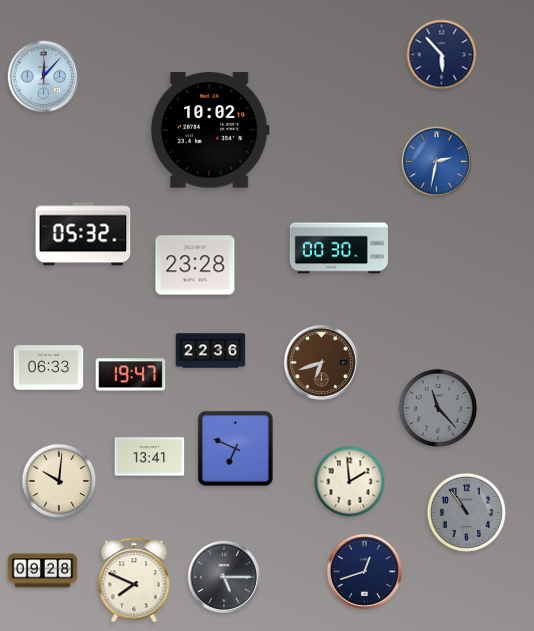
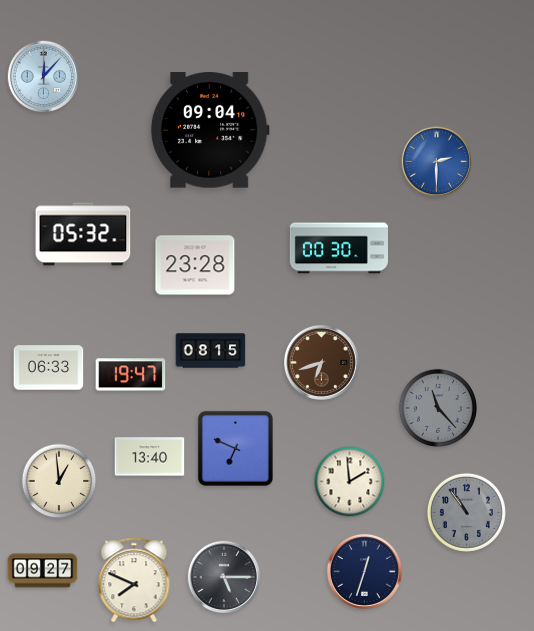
clock at (442, 55): 5:53 -> none
clock at (210, 130): 10:02 -> 09:04
clock at (437, 162): 2:32 -> 2:30
clock at (211, 351): 22:36 -> 08:15
clock at (150, 457): 13:41 -> 13:40
clock at (59, 481): 10:01 -> 12:59
clock at (43, 571): 09:28 -> 09:27
clock at (364, 571): 12:42 -> 12:33
